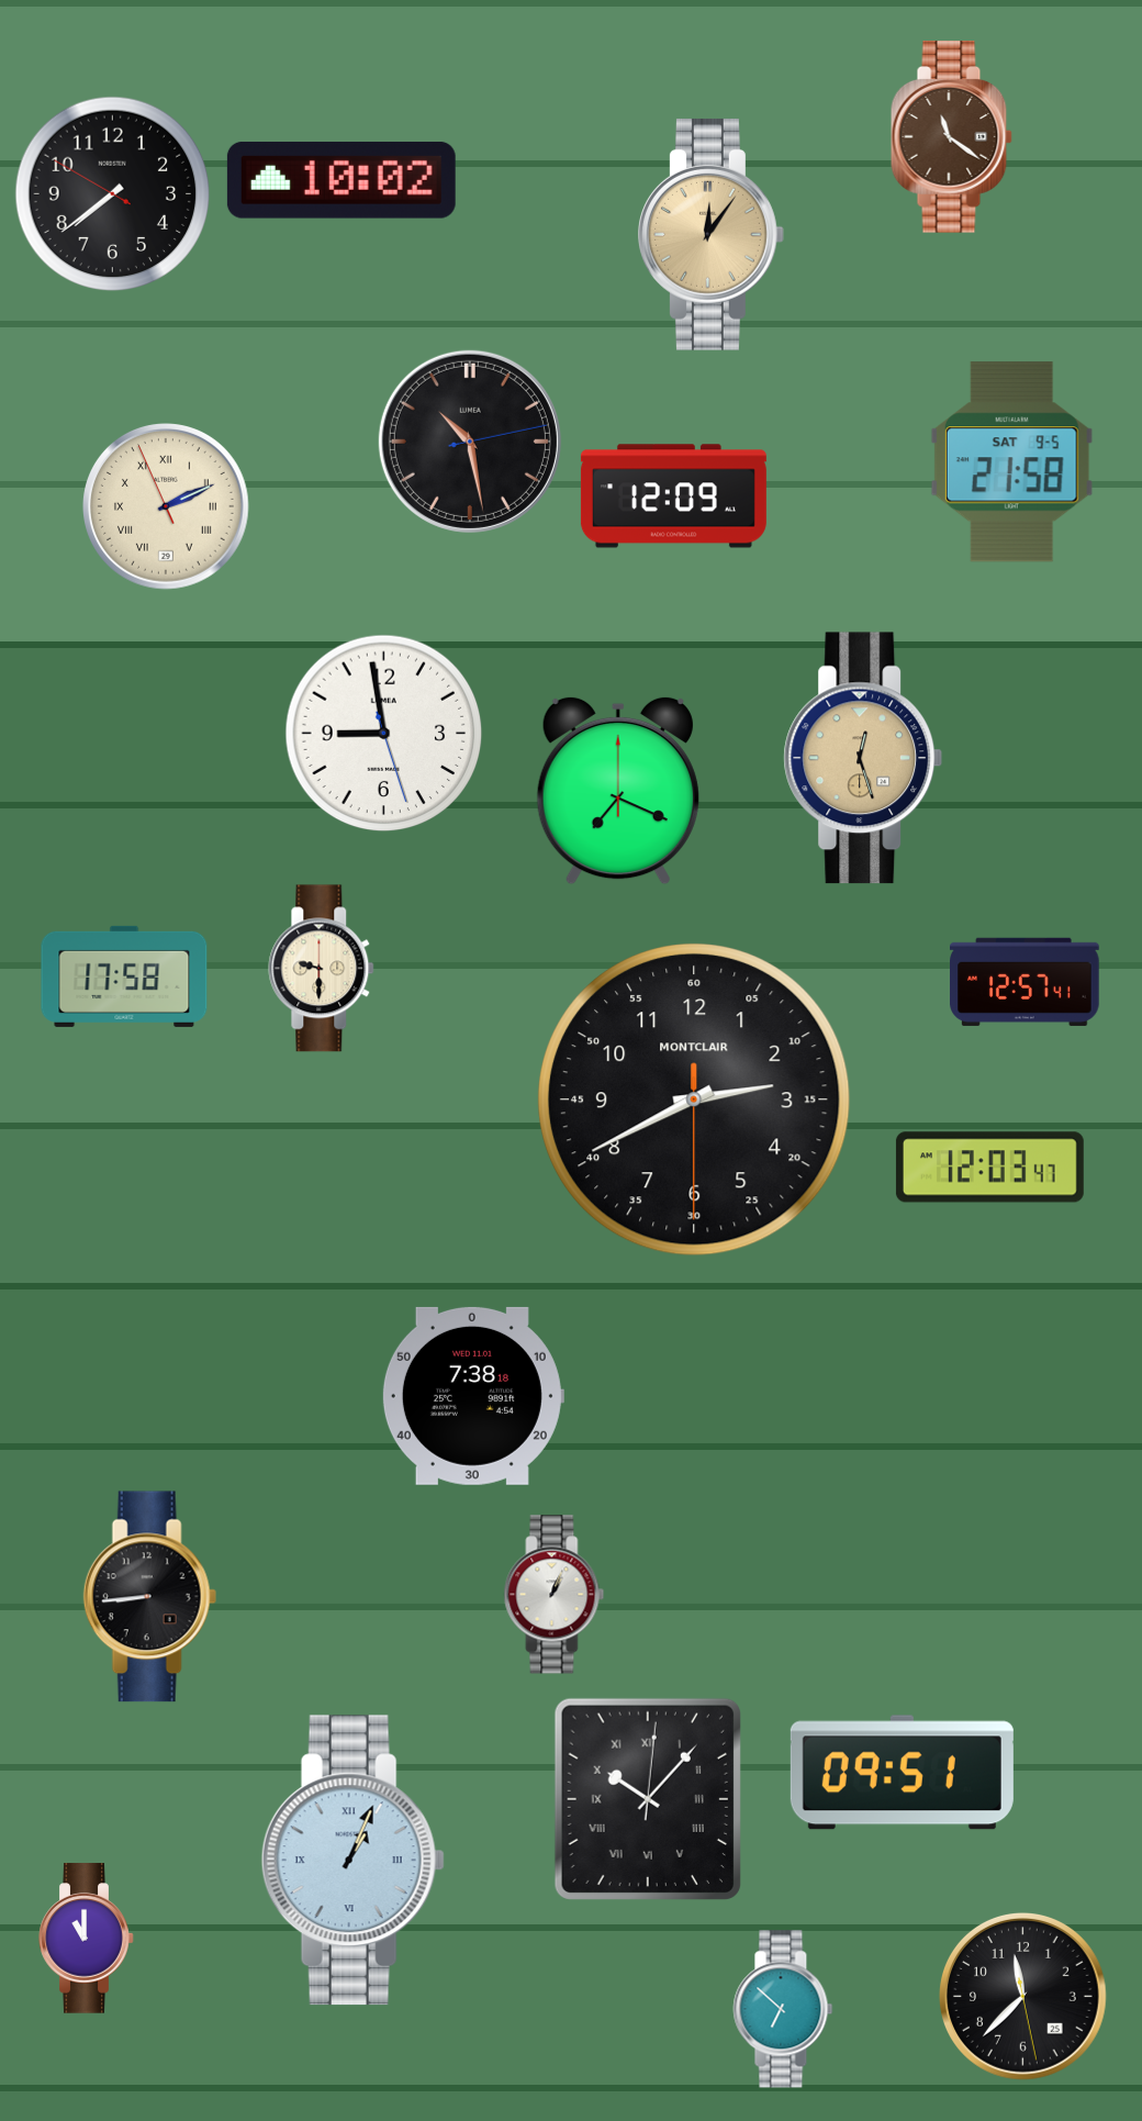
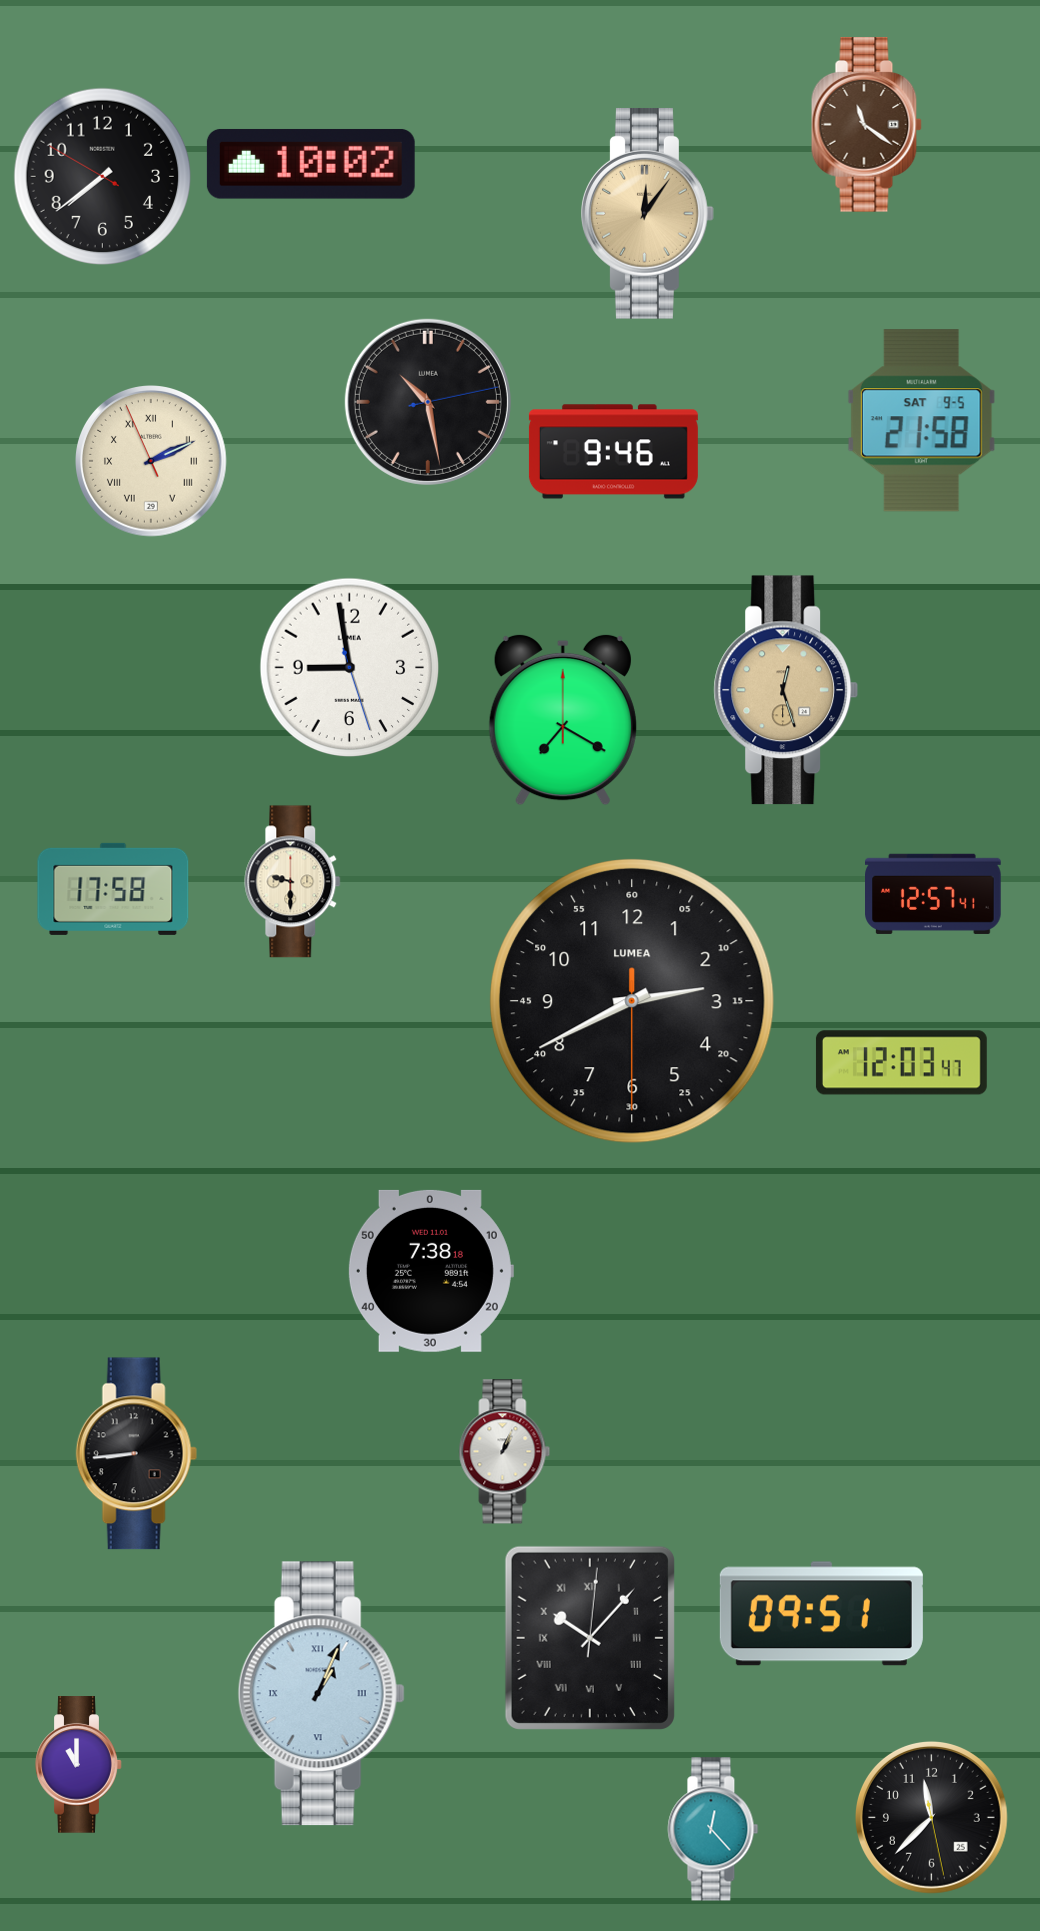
clock at (673, 496): 12:09 -> 9:46
clock at (618, 791): 7:19 -> 7:20
clock at (694, 1099) brand: MONTCLAIR -> LUMEA
clock at (783, 2009): 6:52 -> 12:23
